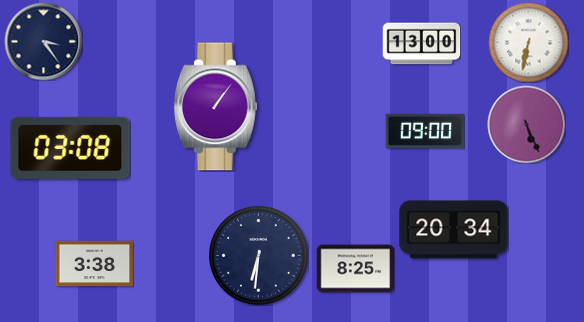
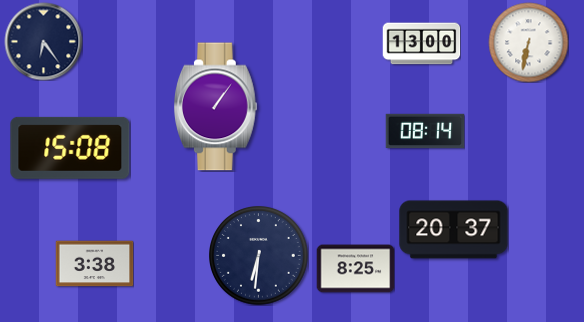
clock at (43, 41): 3:24 -> 6:24
clock at (526, 124): 5:26 -> none
clock at (425, 131): 09:00 -> 08:14
clock at (70, 148): 03:08 -> 15:08
clock at (454, 230): 20:34 -> 20:37
